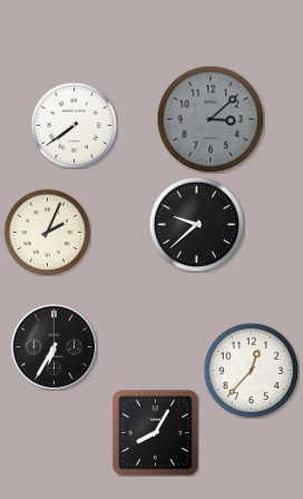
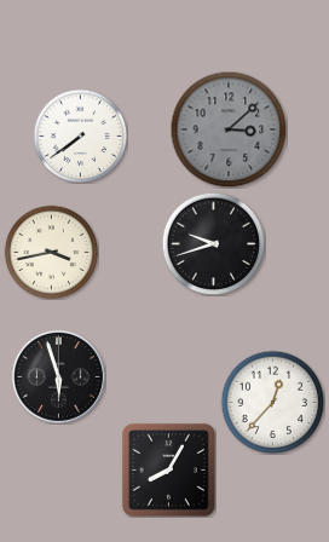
clock at (196, 224): 9:38 -> 9:42
clock at (47, 232): 2:04 -> 3:43
clock at (53, 346): 6:35 -> 5:57
